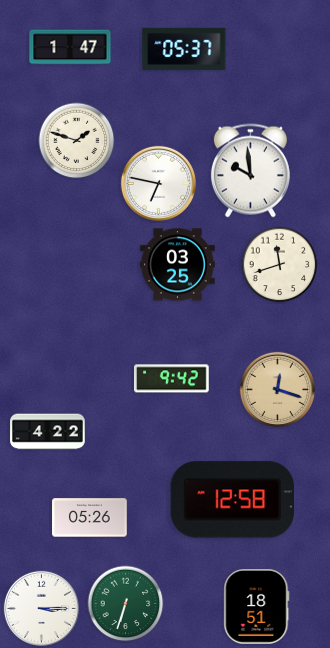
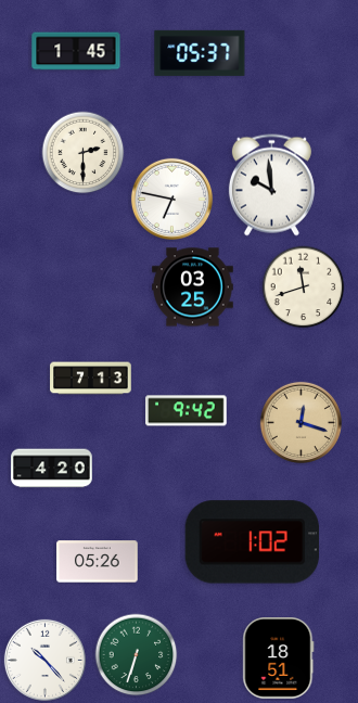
clock at (70, 47): 1:47 -> 1:45
clock at (77, 141): 1:48 -> 2:30
clock at (91, 379): none -> 7:13
clock at (48, 432): 4:22 -> 4:20
clock at (232, 500): 12:58 -> 1:02
clock at (41, 608): 3:15 -> 10:23
